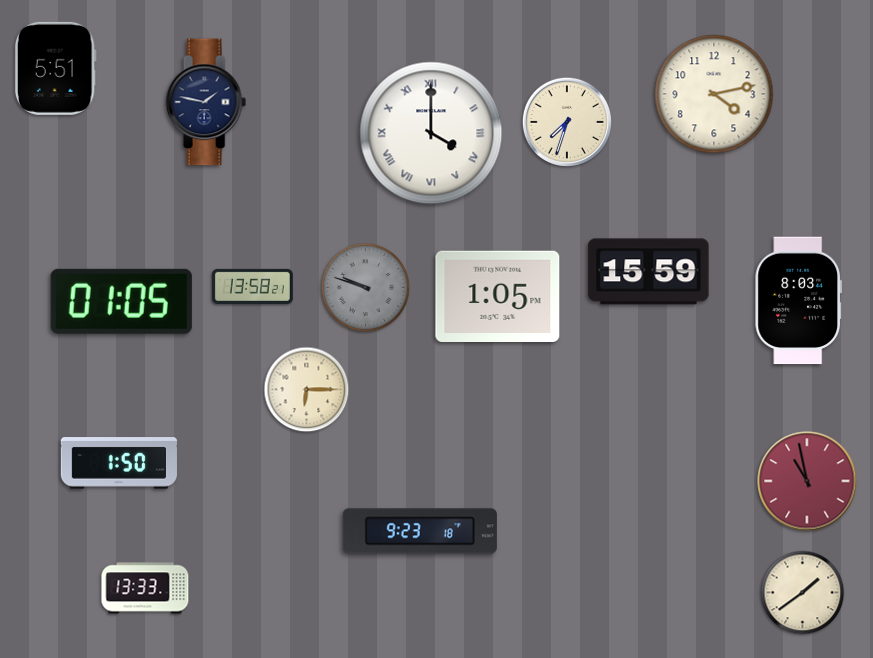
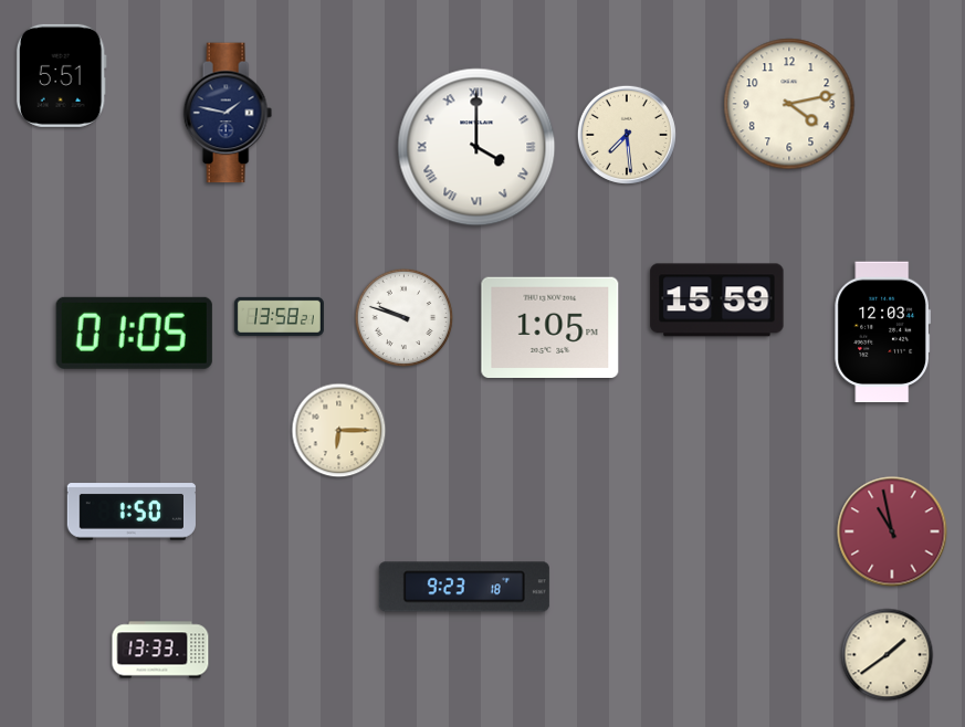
clock at (567, 122): 7:33 -> 7:29
clock at (366, 288) dial: grey -> white
clock at (799, 301): 8:03 -> 12:03
